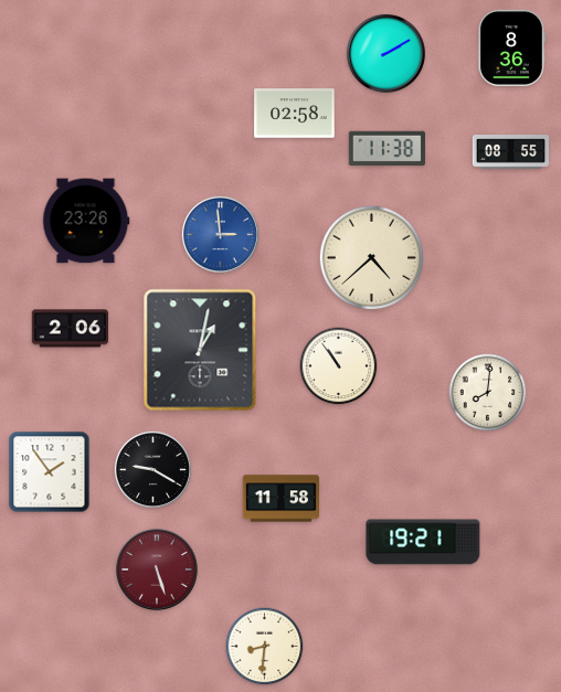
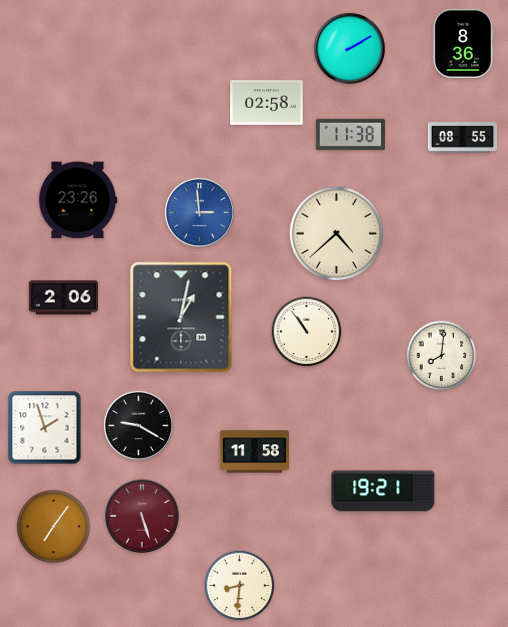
clock at (50, 472): 1:54 -> 1:57
clock at (53, 526): none -> 7:06
